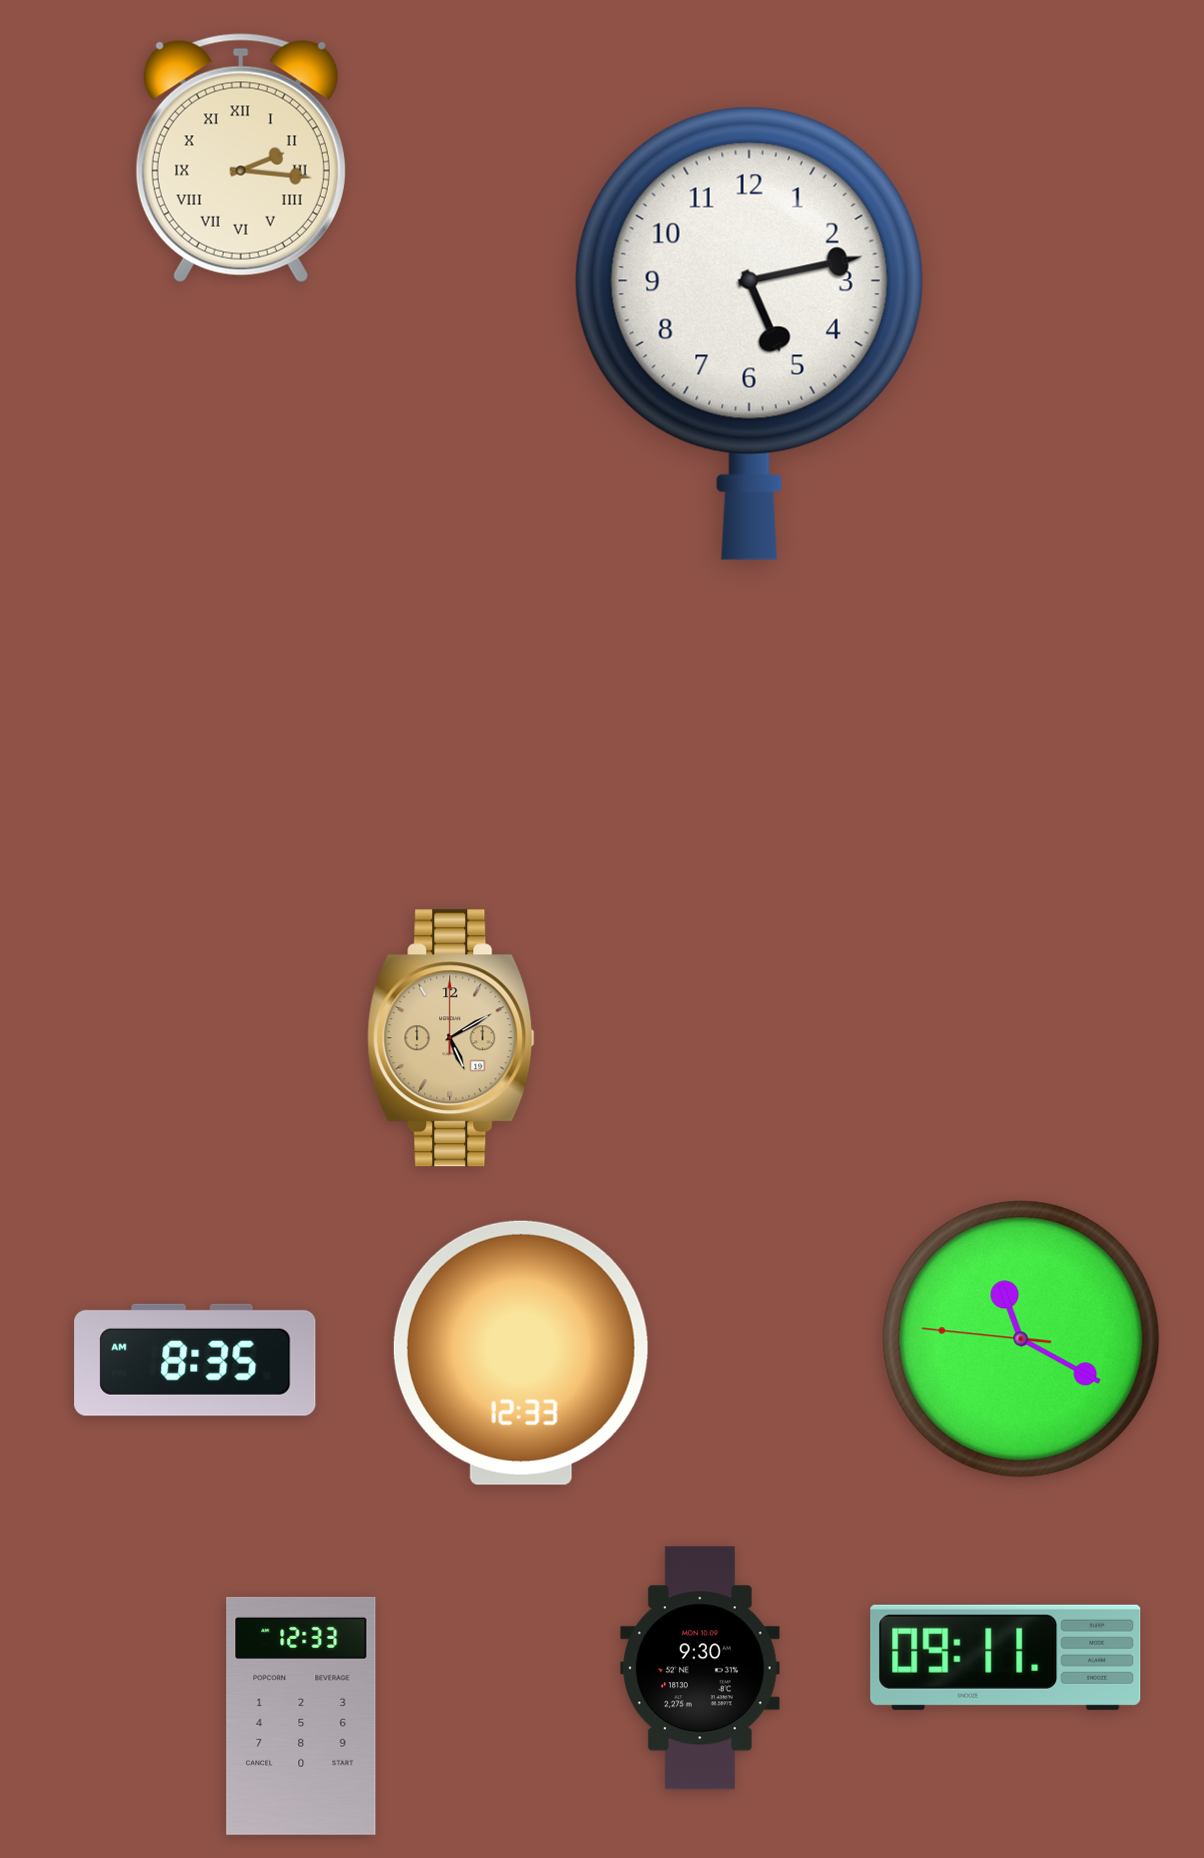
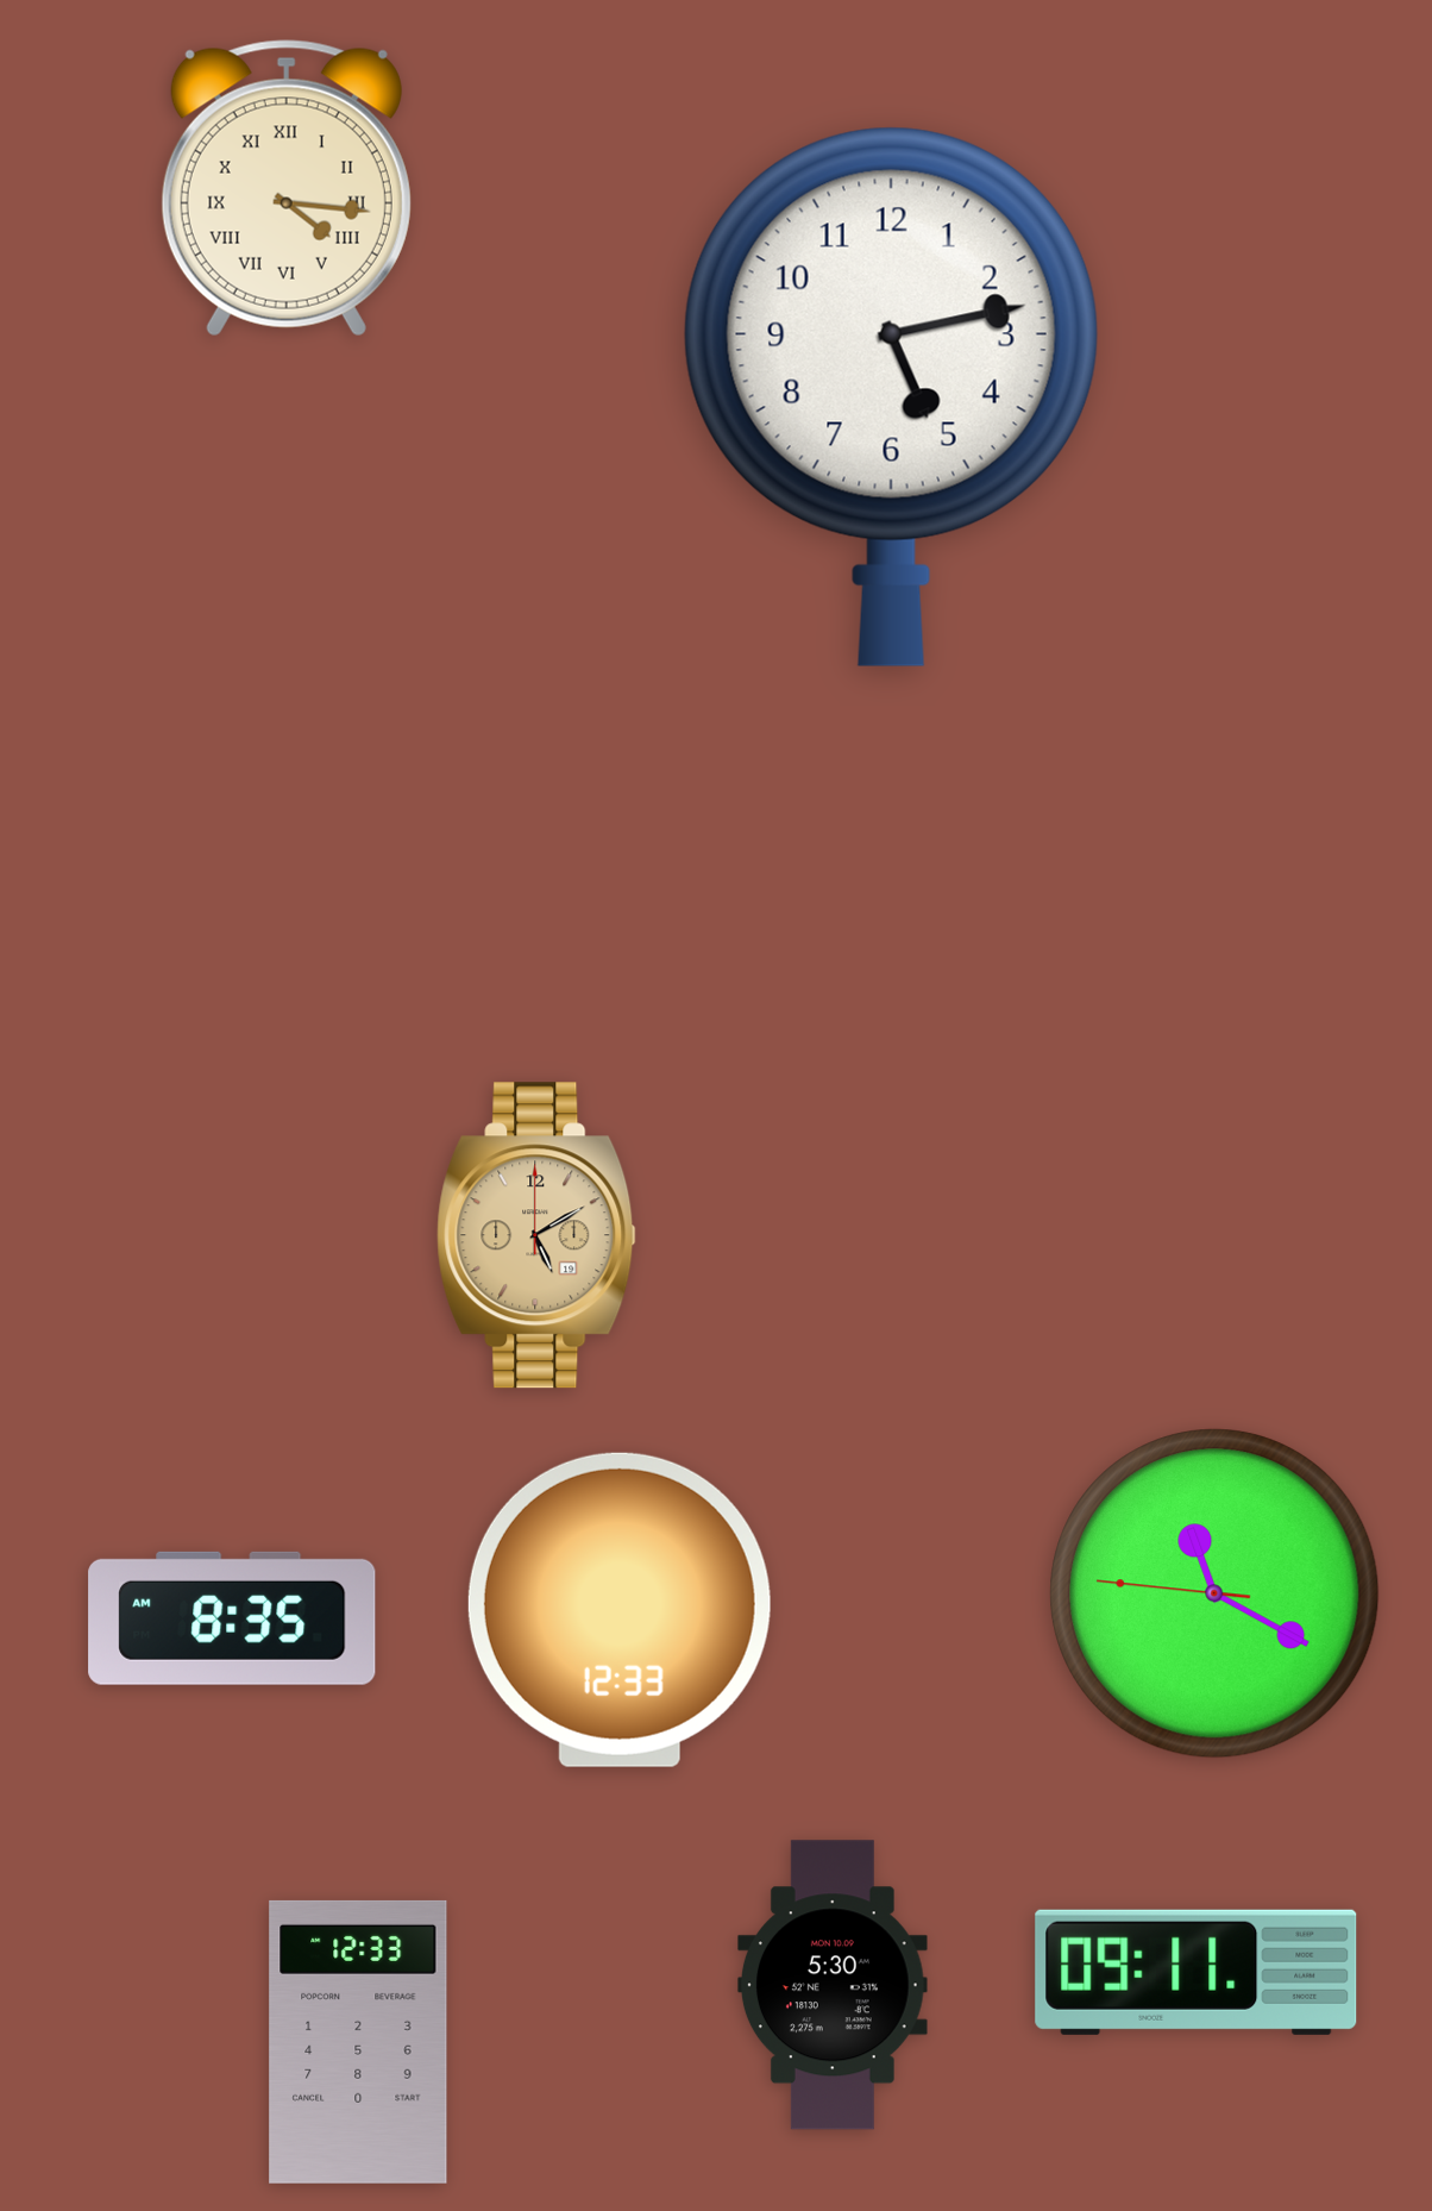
clock at (241, 158): 2:16 -> 4:16
clock at (700, 1668): 9:30 -> 5:30
